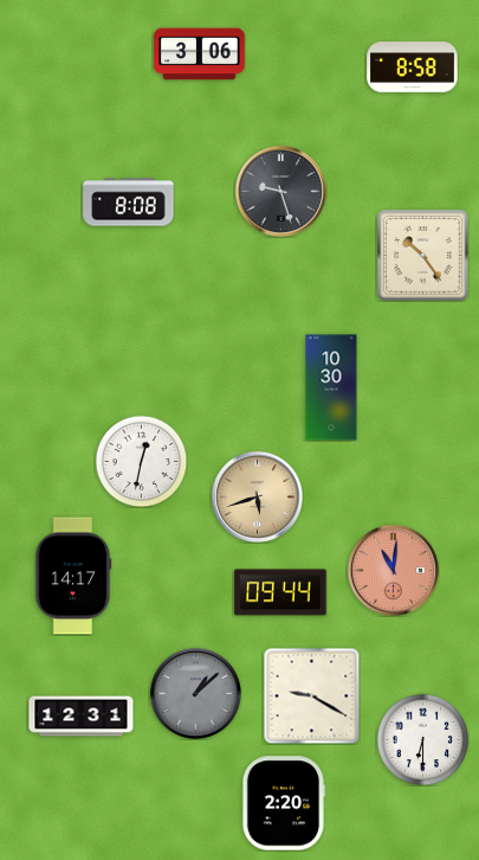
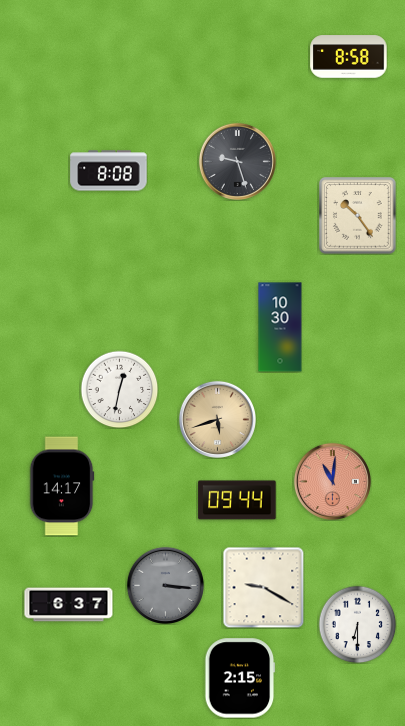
clock at (200, 54): 3:06 -> none
clock at (195, 693): 1:08 -> 3:16
clock at (82, 717): 12:31 -> 6:37
clock at (284, 803): 2:20 -> 2:15
